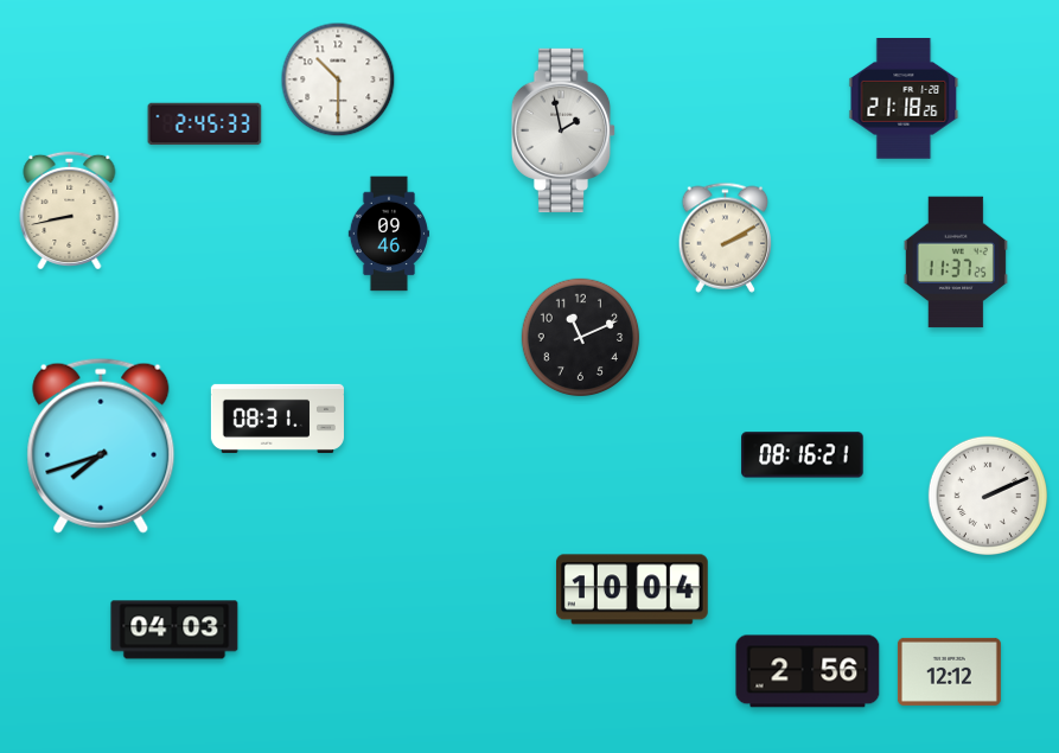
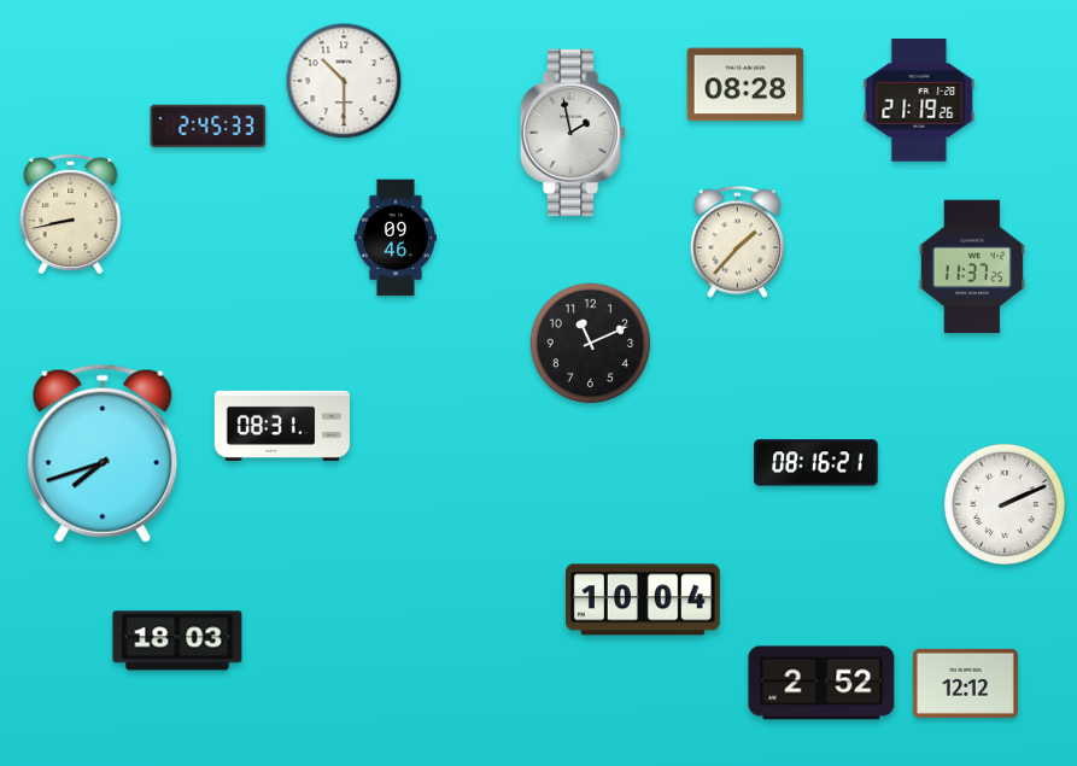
clock at (745, 84): none -> 08:28
clock at (904, 98): 21:18 -> 21:19
clock at (725, 237): 2:10 -> 1:37
clock at (174, 630): 04:03 -> 18:03
clock at (808, 671): 2:56 -> 2:52
